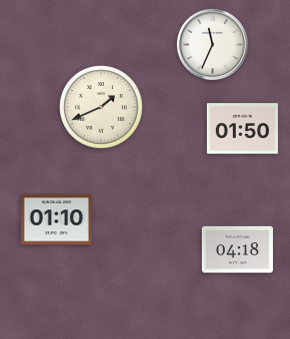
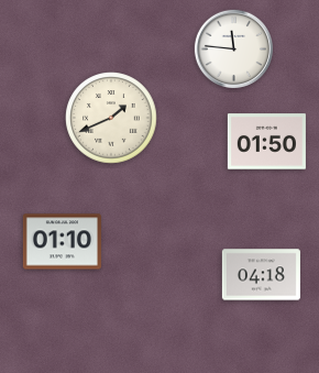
clock at (212, 44): 11:34 -> 11:46
